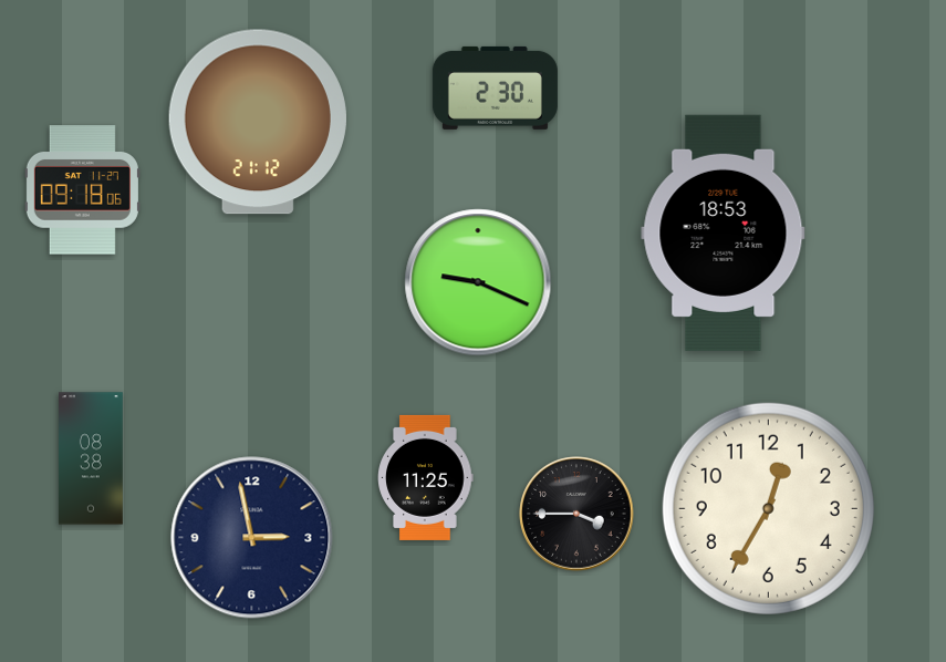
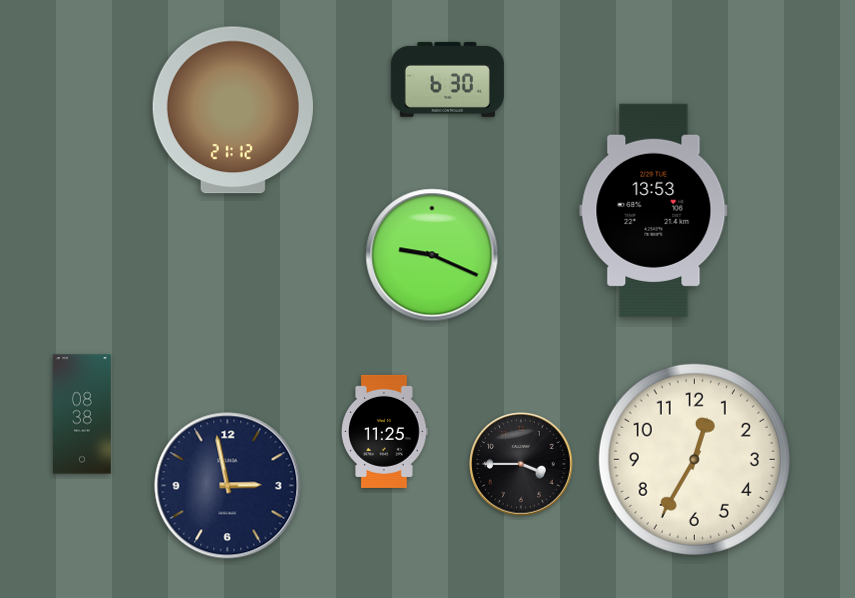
clock at (495, 87): 2:30 -> 6:30
clock at (82, 190): 09:18 -> none
clock at (724, 232): 18:53 -> 13:53
